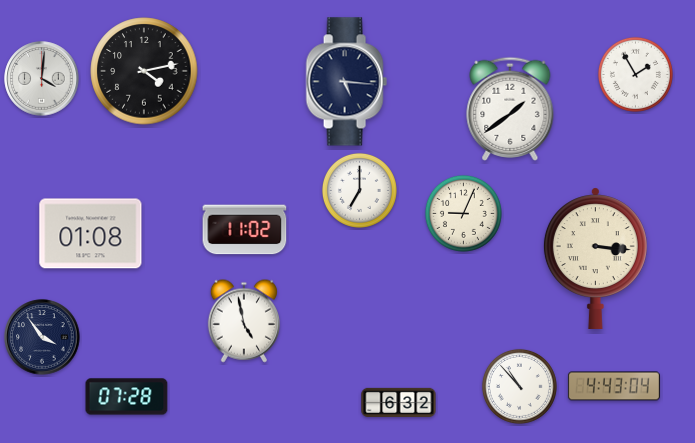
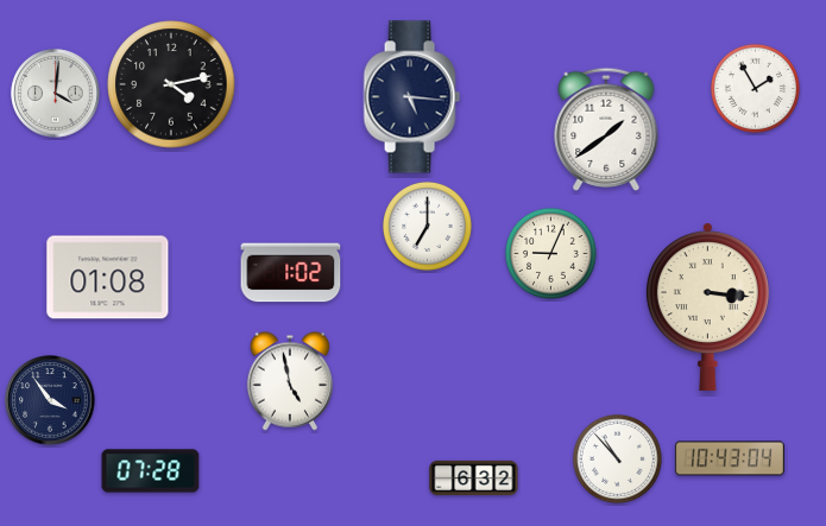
clock at (42, 79) position: (42, 79) -> (56, 94)
clock at (245, 230): 11:02 -> 1:02
clock at (614, 386): 4:43 -> 10:43
